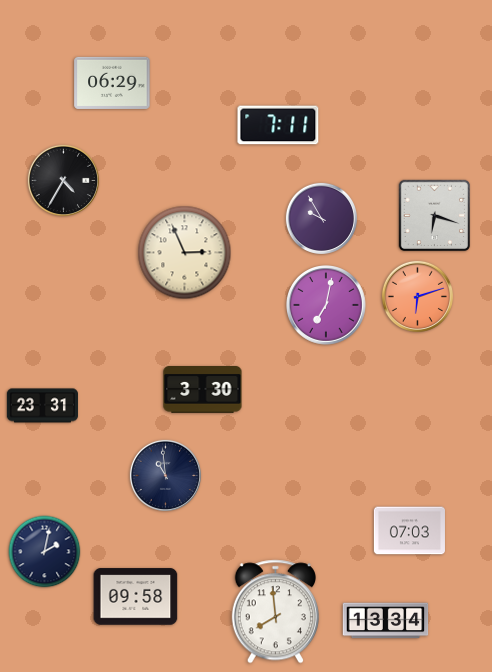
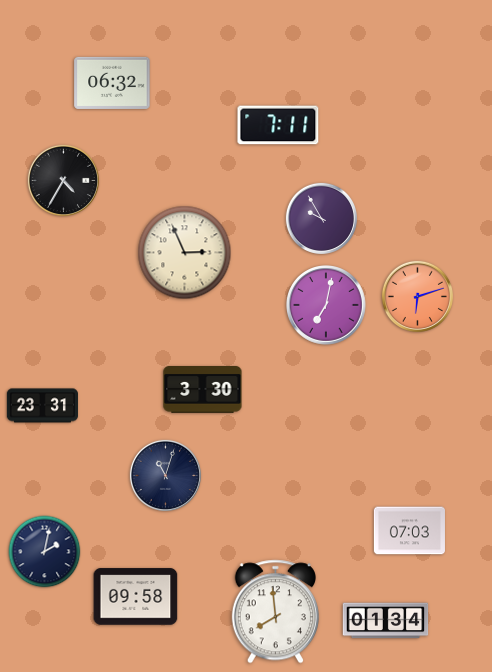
clock at (112, 83): 06:29 -> 06:32
clock at (435, 216): 6:18 -> none
clock at (165, 475): 10:59 -> 11:03
clock at (386, 621): 13:34 -> 01:34
